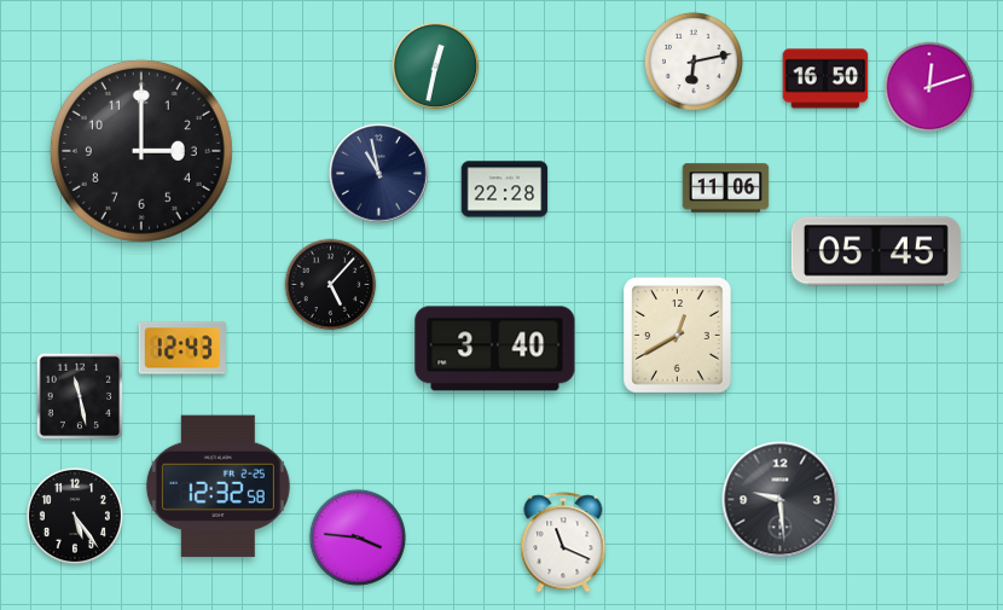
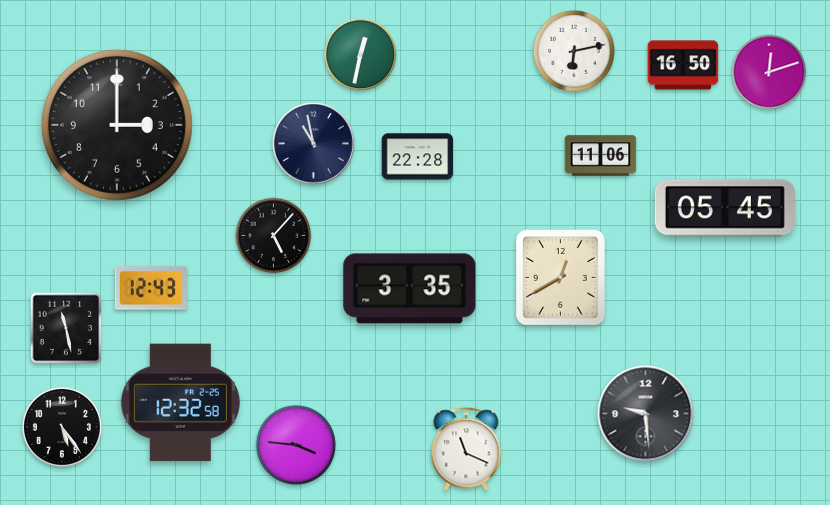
clock at (495, 349): 3:40 -> 3:35
